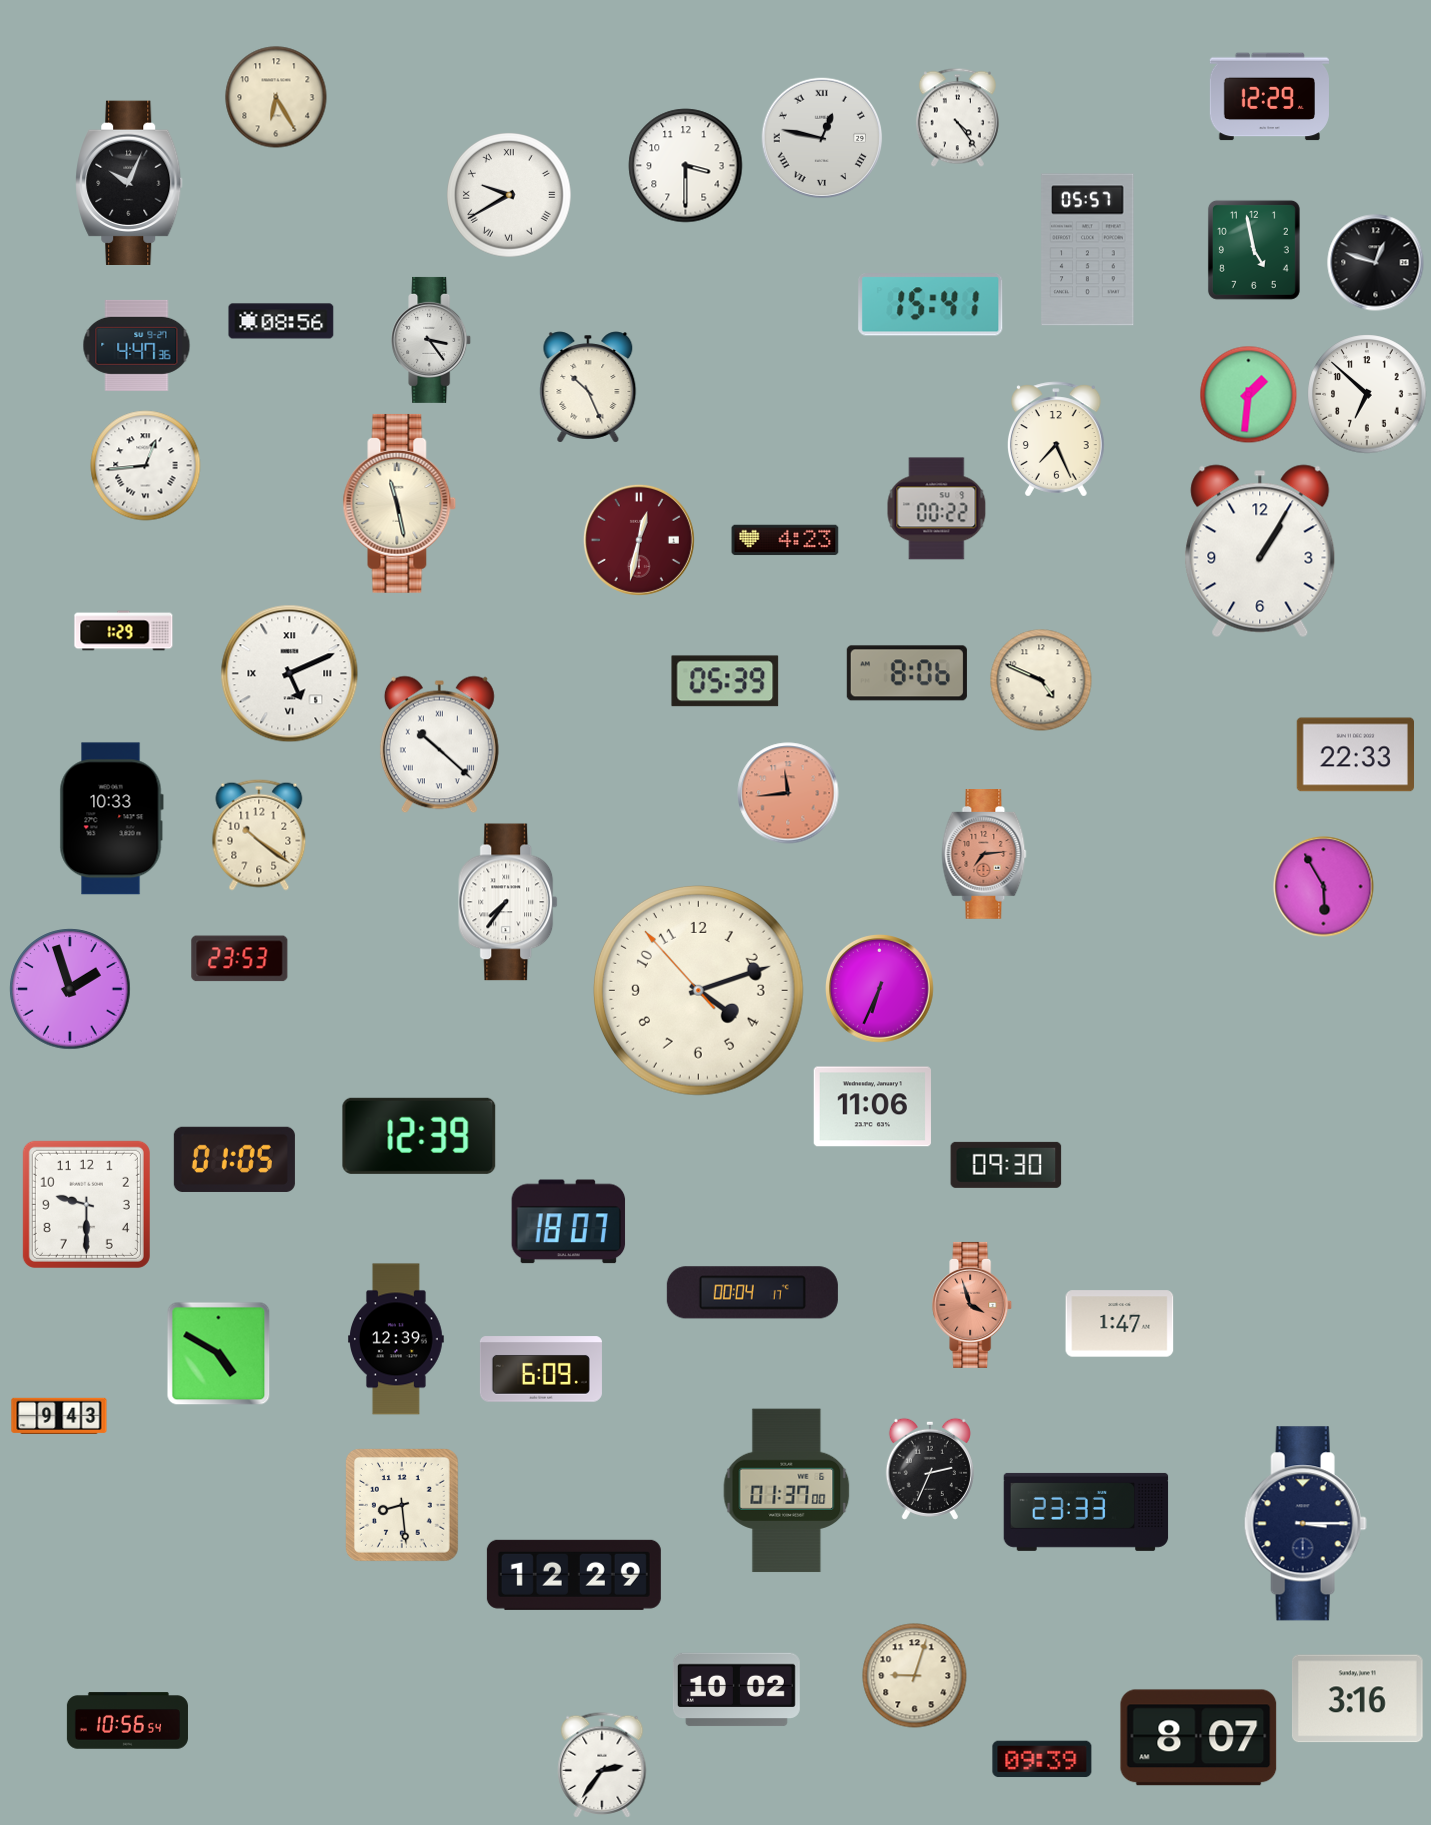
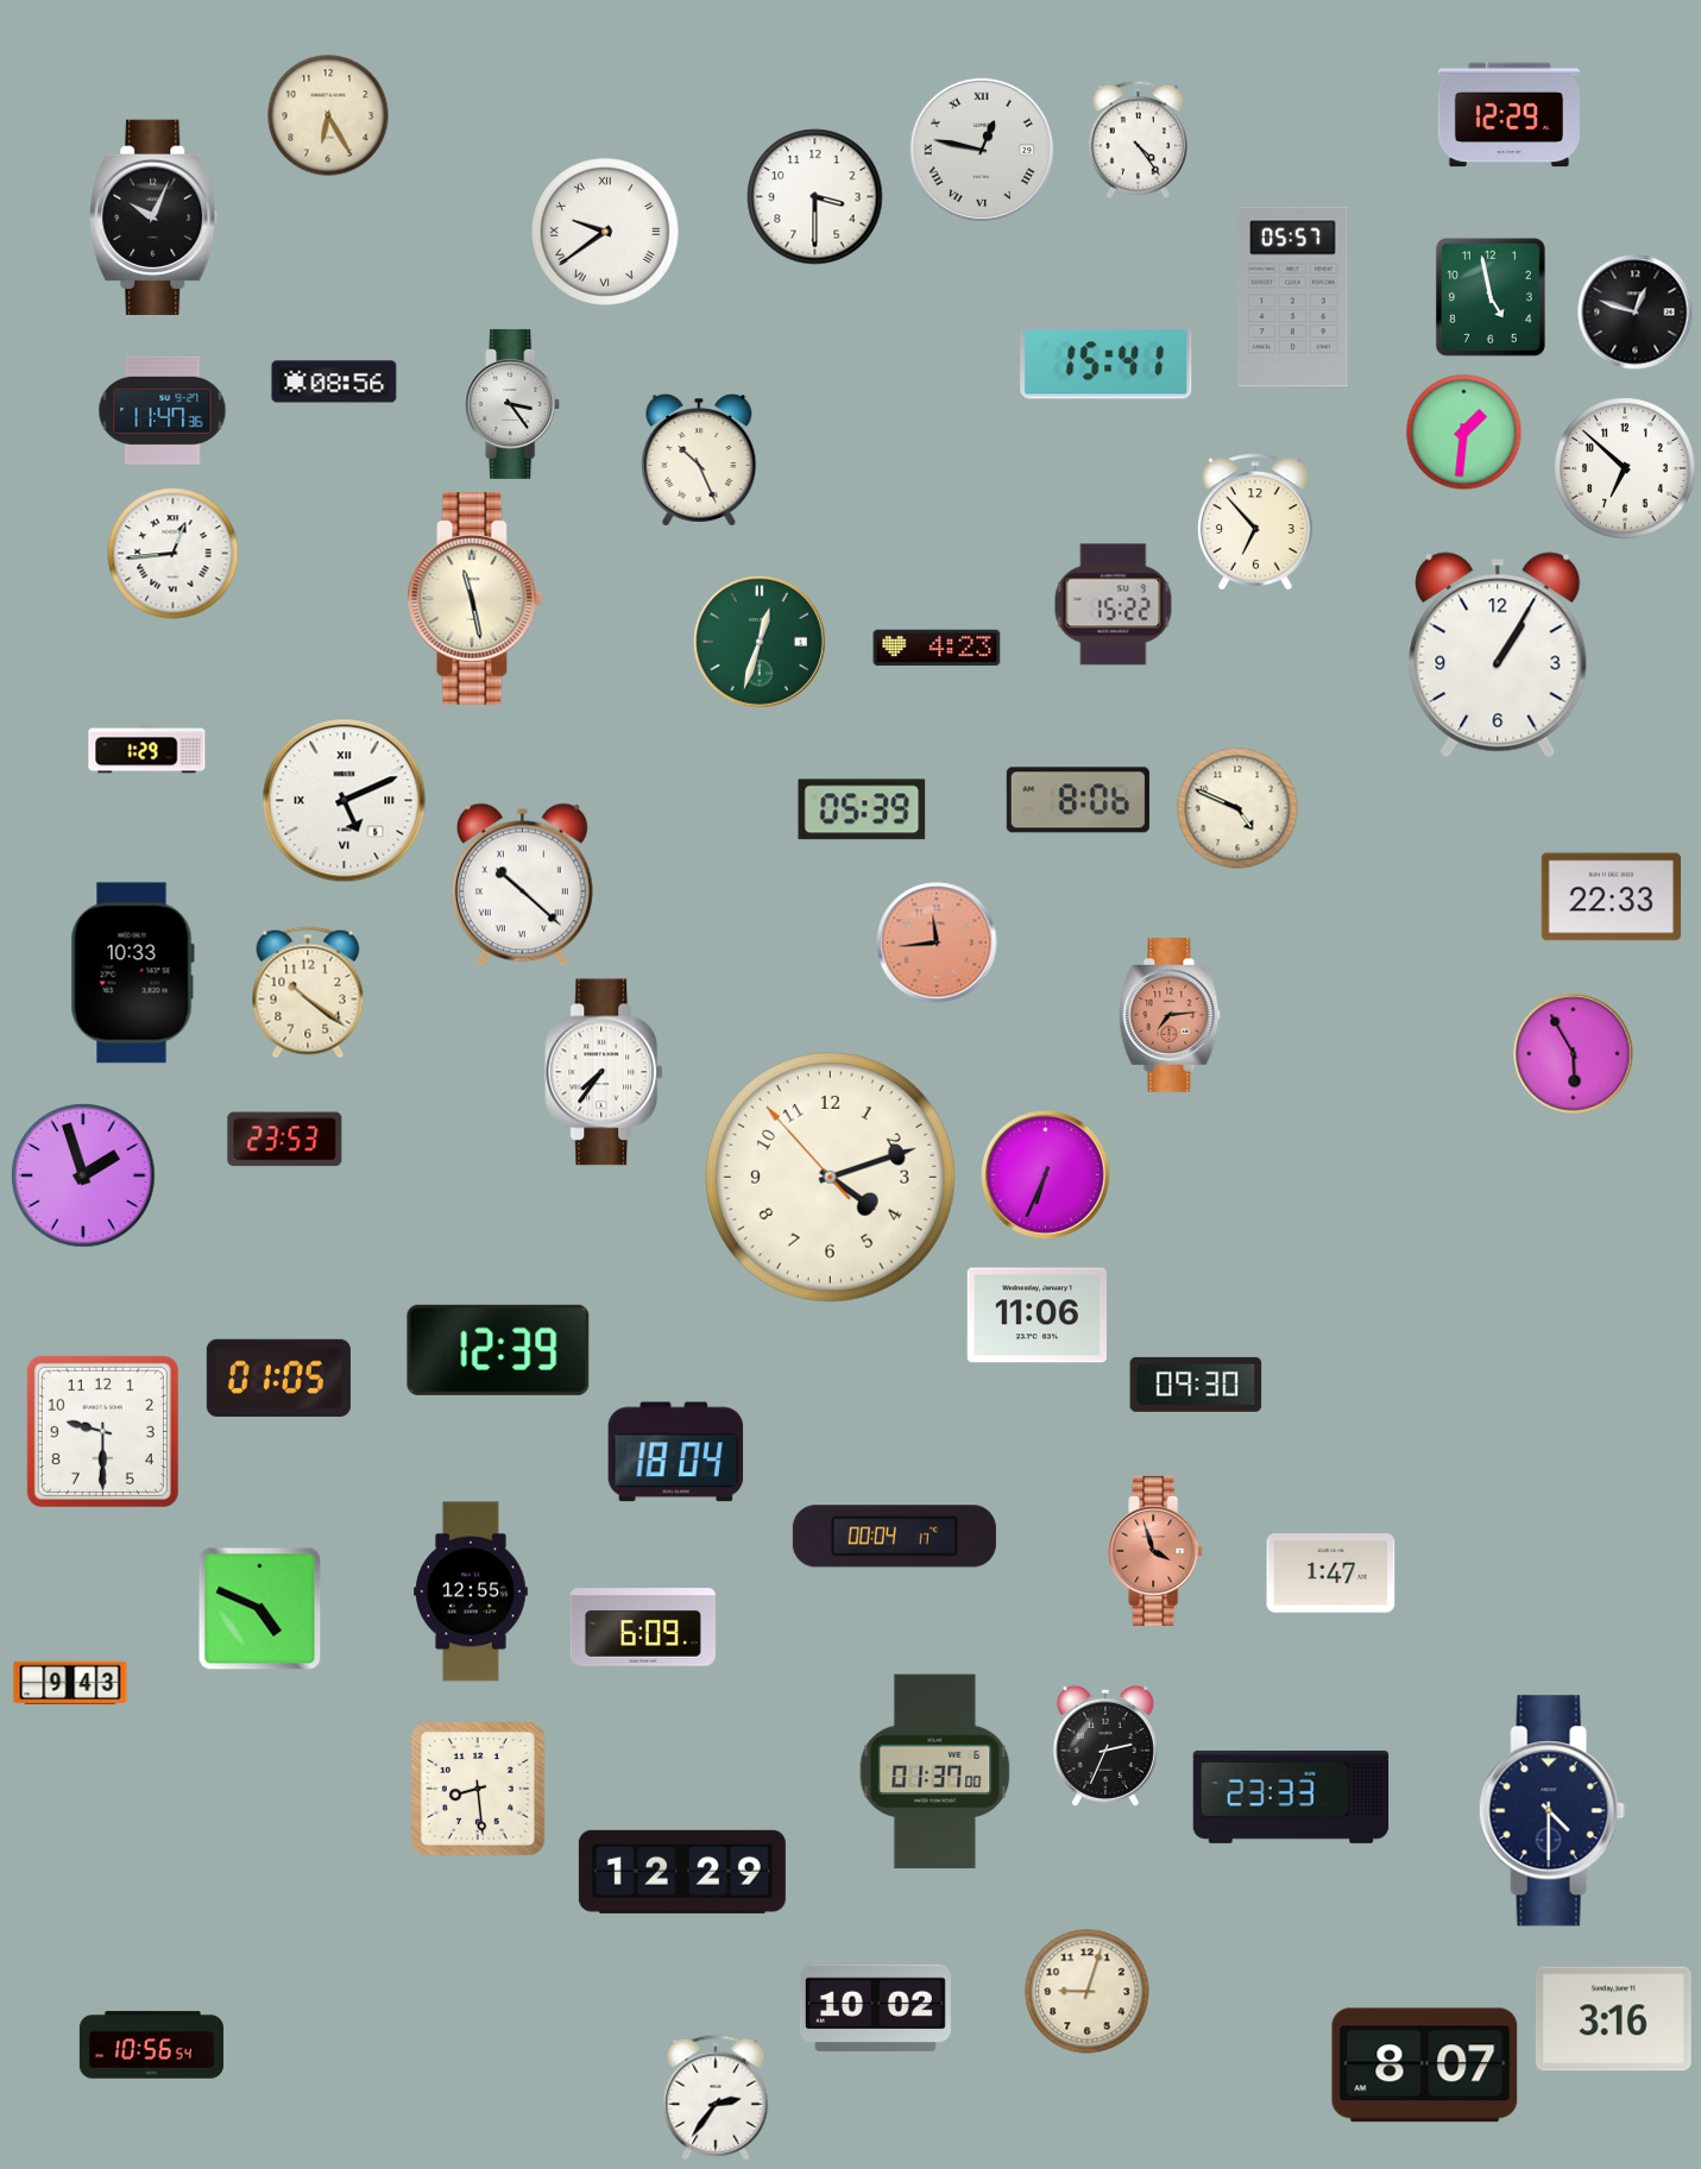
clock at (822, 138) position: (822, 138) -> (982, 150)
clock at (510, 196): 9:40 -> 9:39
clock at (137, 345): 4:47 -> 11:47
clock at (1248, 394) position: (1248, 394) -> (1463, 431)
clock at (1056, 439): 7:26 -> 6:53
clock at (937, 509): 00:22 -> 15:22
clock at (639, 540): 12:32 -> 12:33
clock at (639, 540) dial: burgundy -> green
clock at (785, 540) position: (785, 540) -> (937, 648)
clock at (569, 1222): 18:07 -> 18:04
clock at (397, 1339): 12:39 -> 12:55
clock at (219, 1354): 4:50 -> 4:49
clock at (1305, 1524): 3:15 -> 4:30
clock at (1042, 1759): 09:39 -> none
